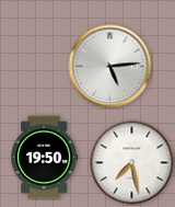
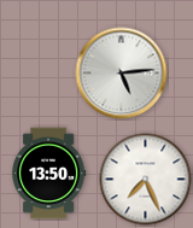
clock at (45, 158): 19:50 -> 13:50
clock at (132, 163): 7:28 -> 7:26
